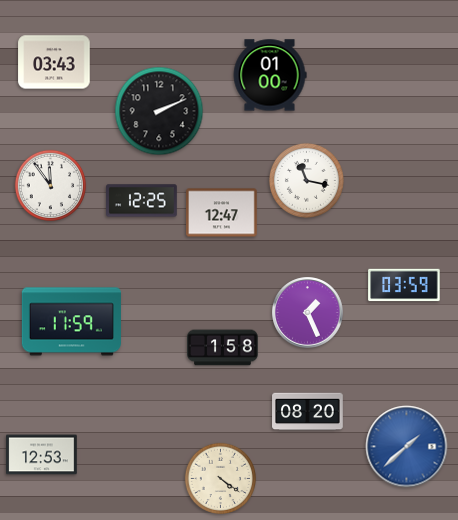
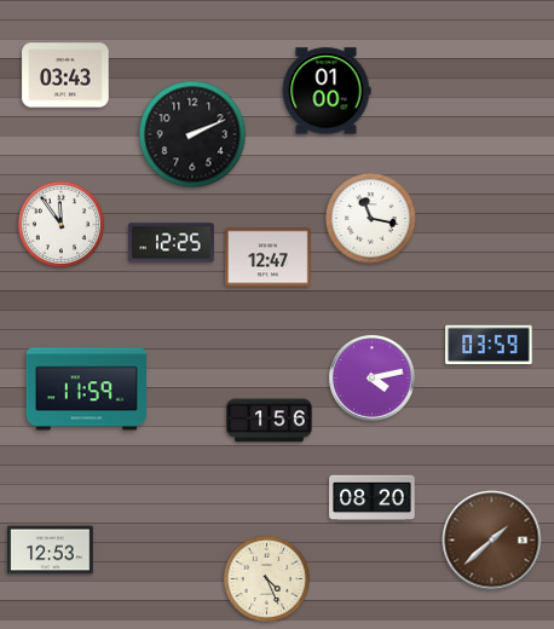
clock at (308, 313): 1:26 -> 4:13
clock at (223, 348): 1:58 -> 1:56
clock at (407, 447) dial: blue -> brown
clock at (221, 479): 4:21 -> 4:26
